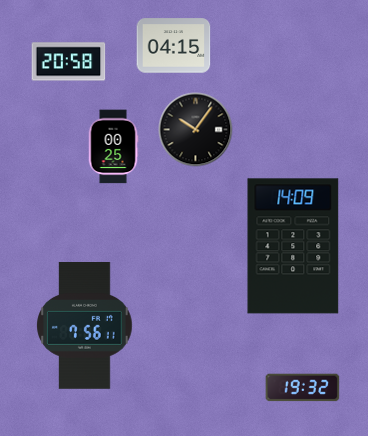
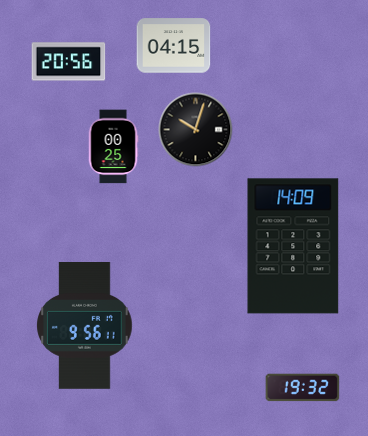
clock at (69, 62): 20:58 -> 20:56
clock at (196, 130): 10:06 -> 10:03
clock at (85, 326): 7:56 -> 9:56
